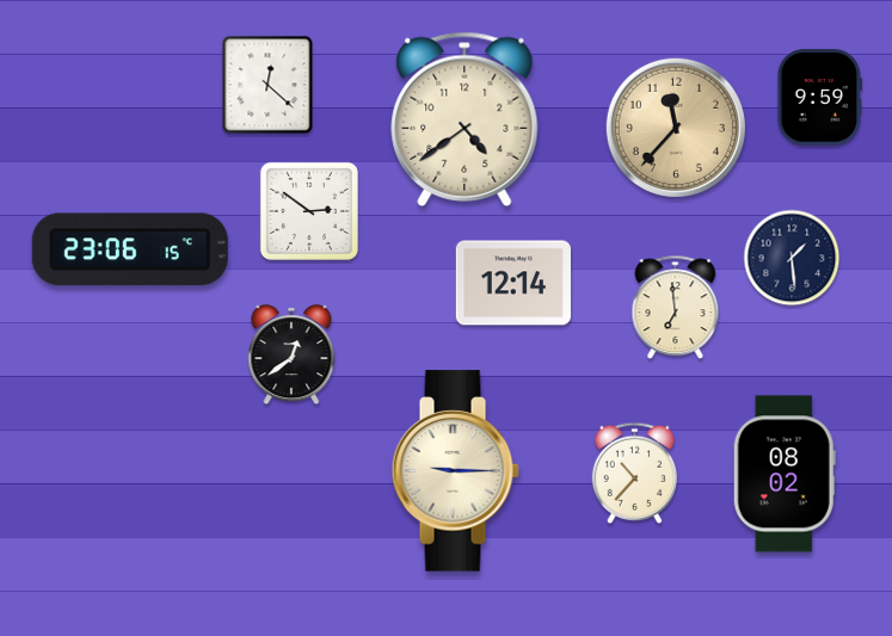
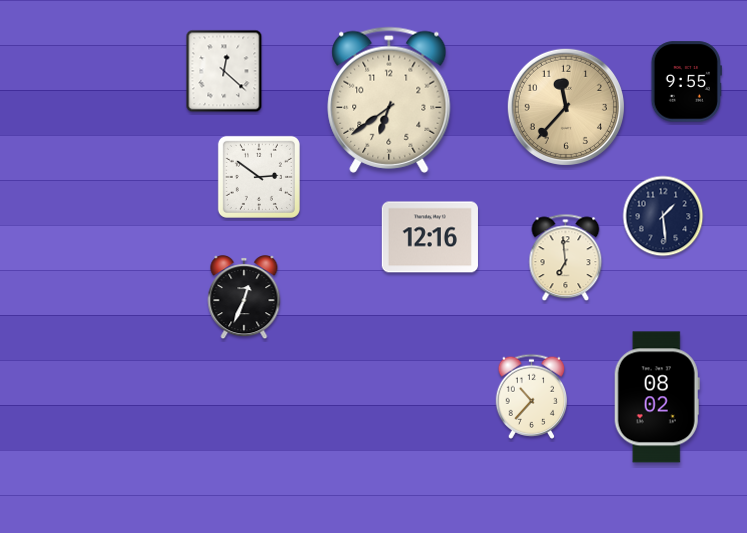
clock at (819, 98): 9:59 -> 9:55
clock at (465, 119): 4:39 -> 6:39
clock at (130, 249): 23:06 -> none
clock at (513, 283): 12:14 -> 12:16
clock at (291, 356): 12:39 -> 12:34
clock at (455, 471): 9:15 -> none
